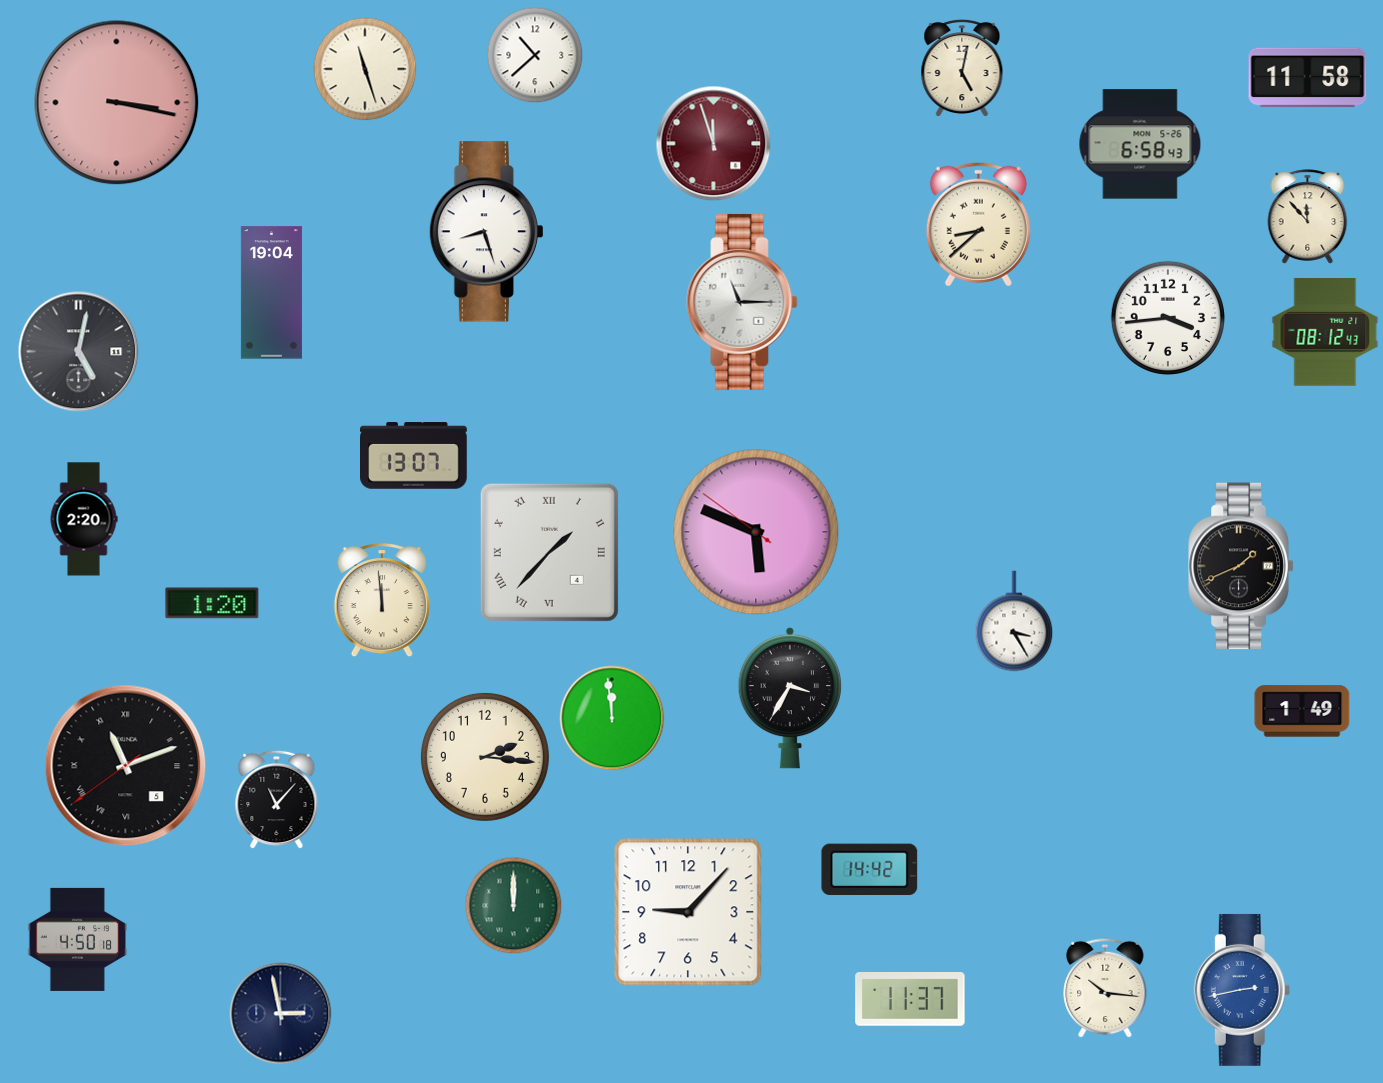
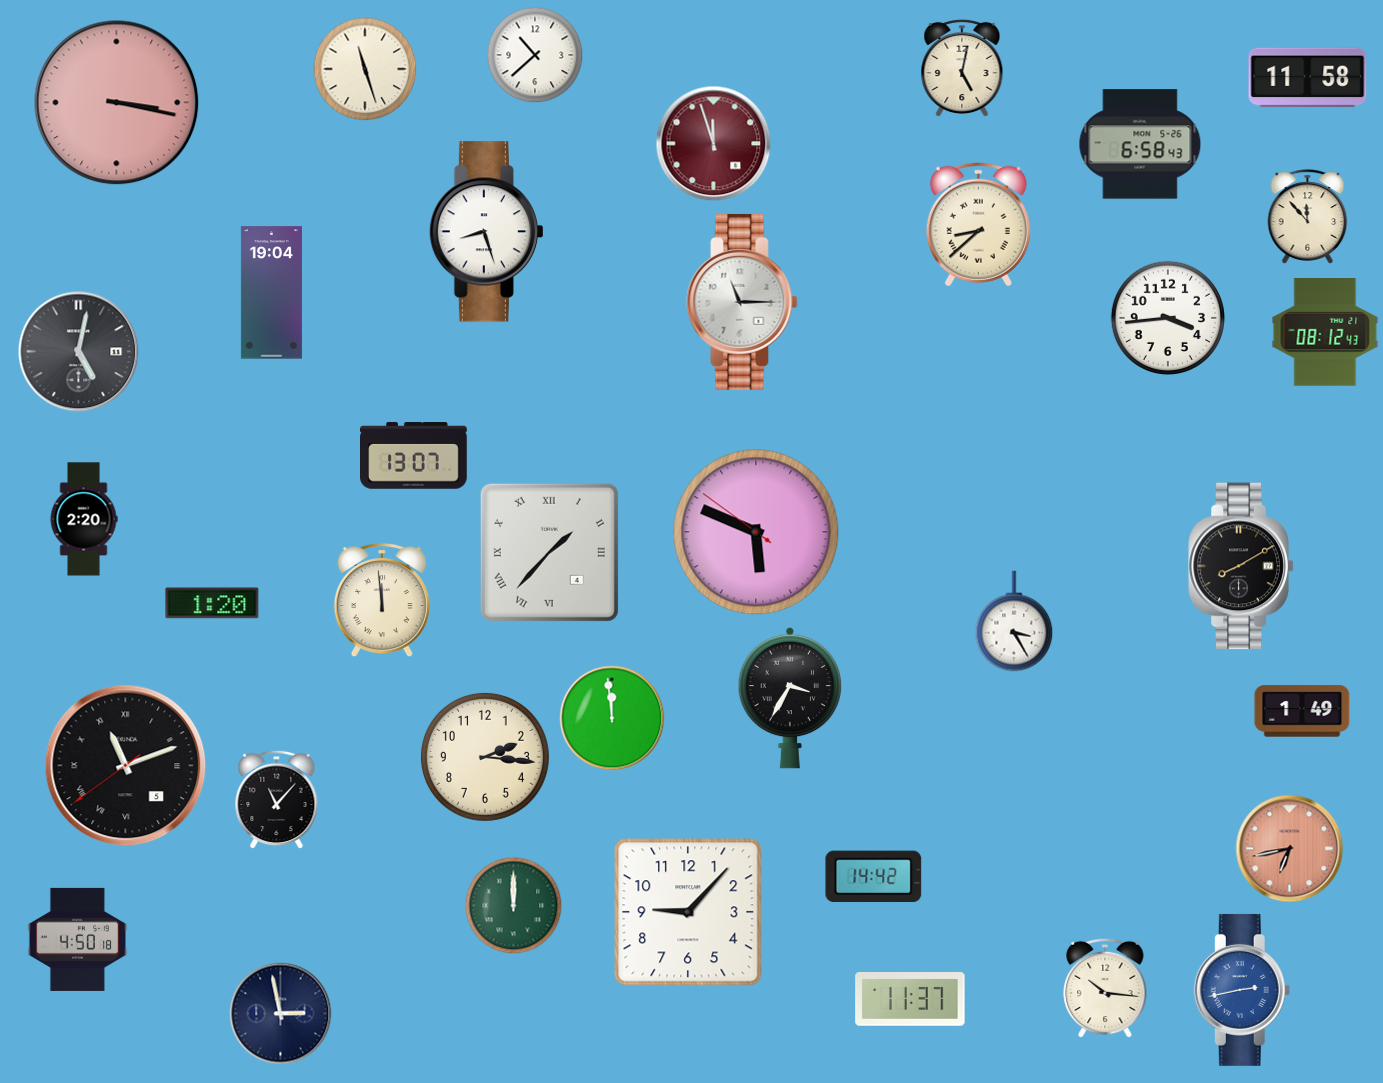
clock at (1241, 566): 1:41 -> 8:10
clock at (1290, 849): none -> 6:43
clock at (870, 870) position: (870, 870) -> (874, 877)
